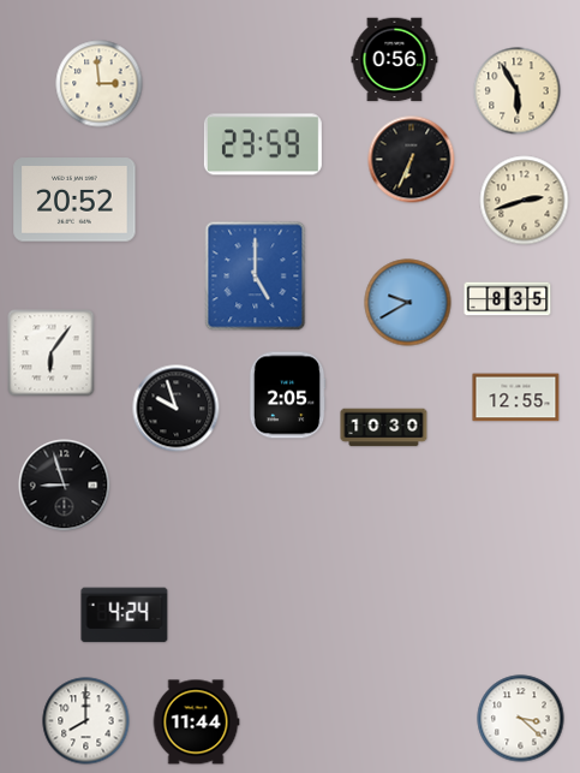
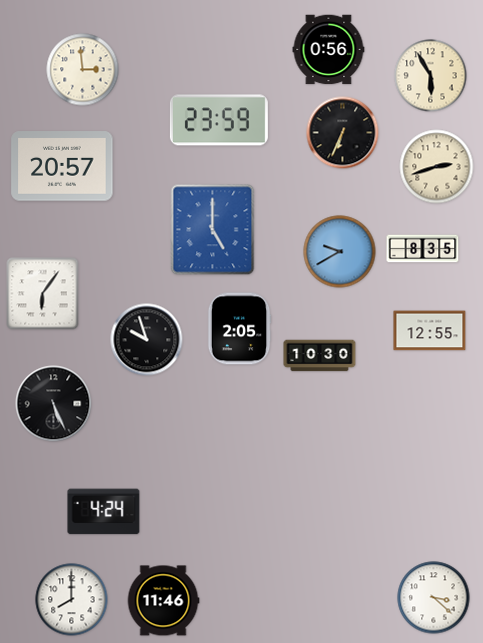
clock at (74, 200): 20:52 -> 20:57
clock at (65, 486): 8:57 -> 5:26
clock at (196, 723): 11:44 -> 11:46
